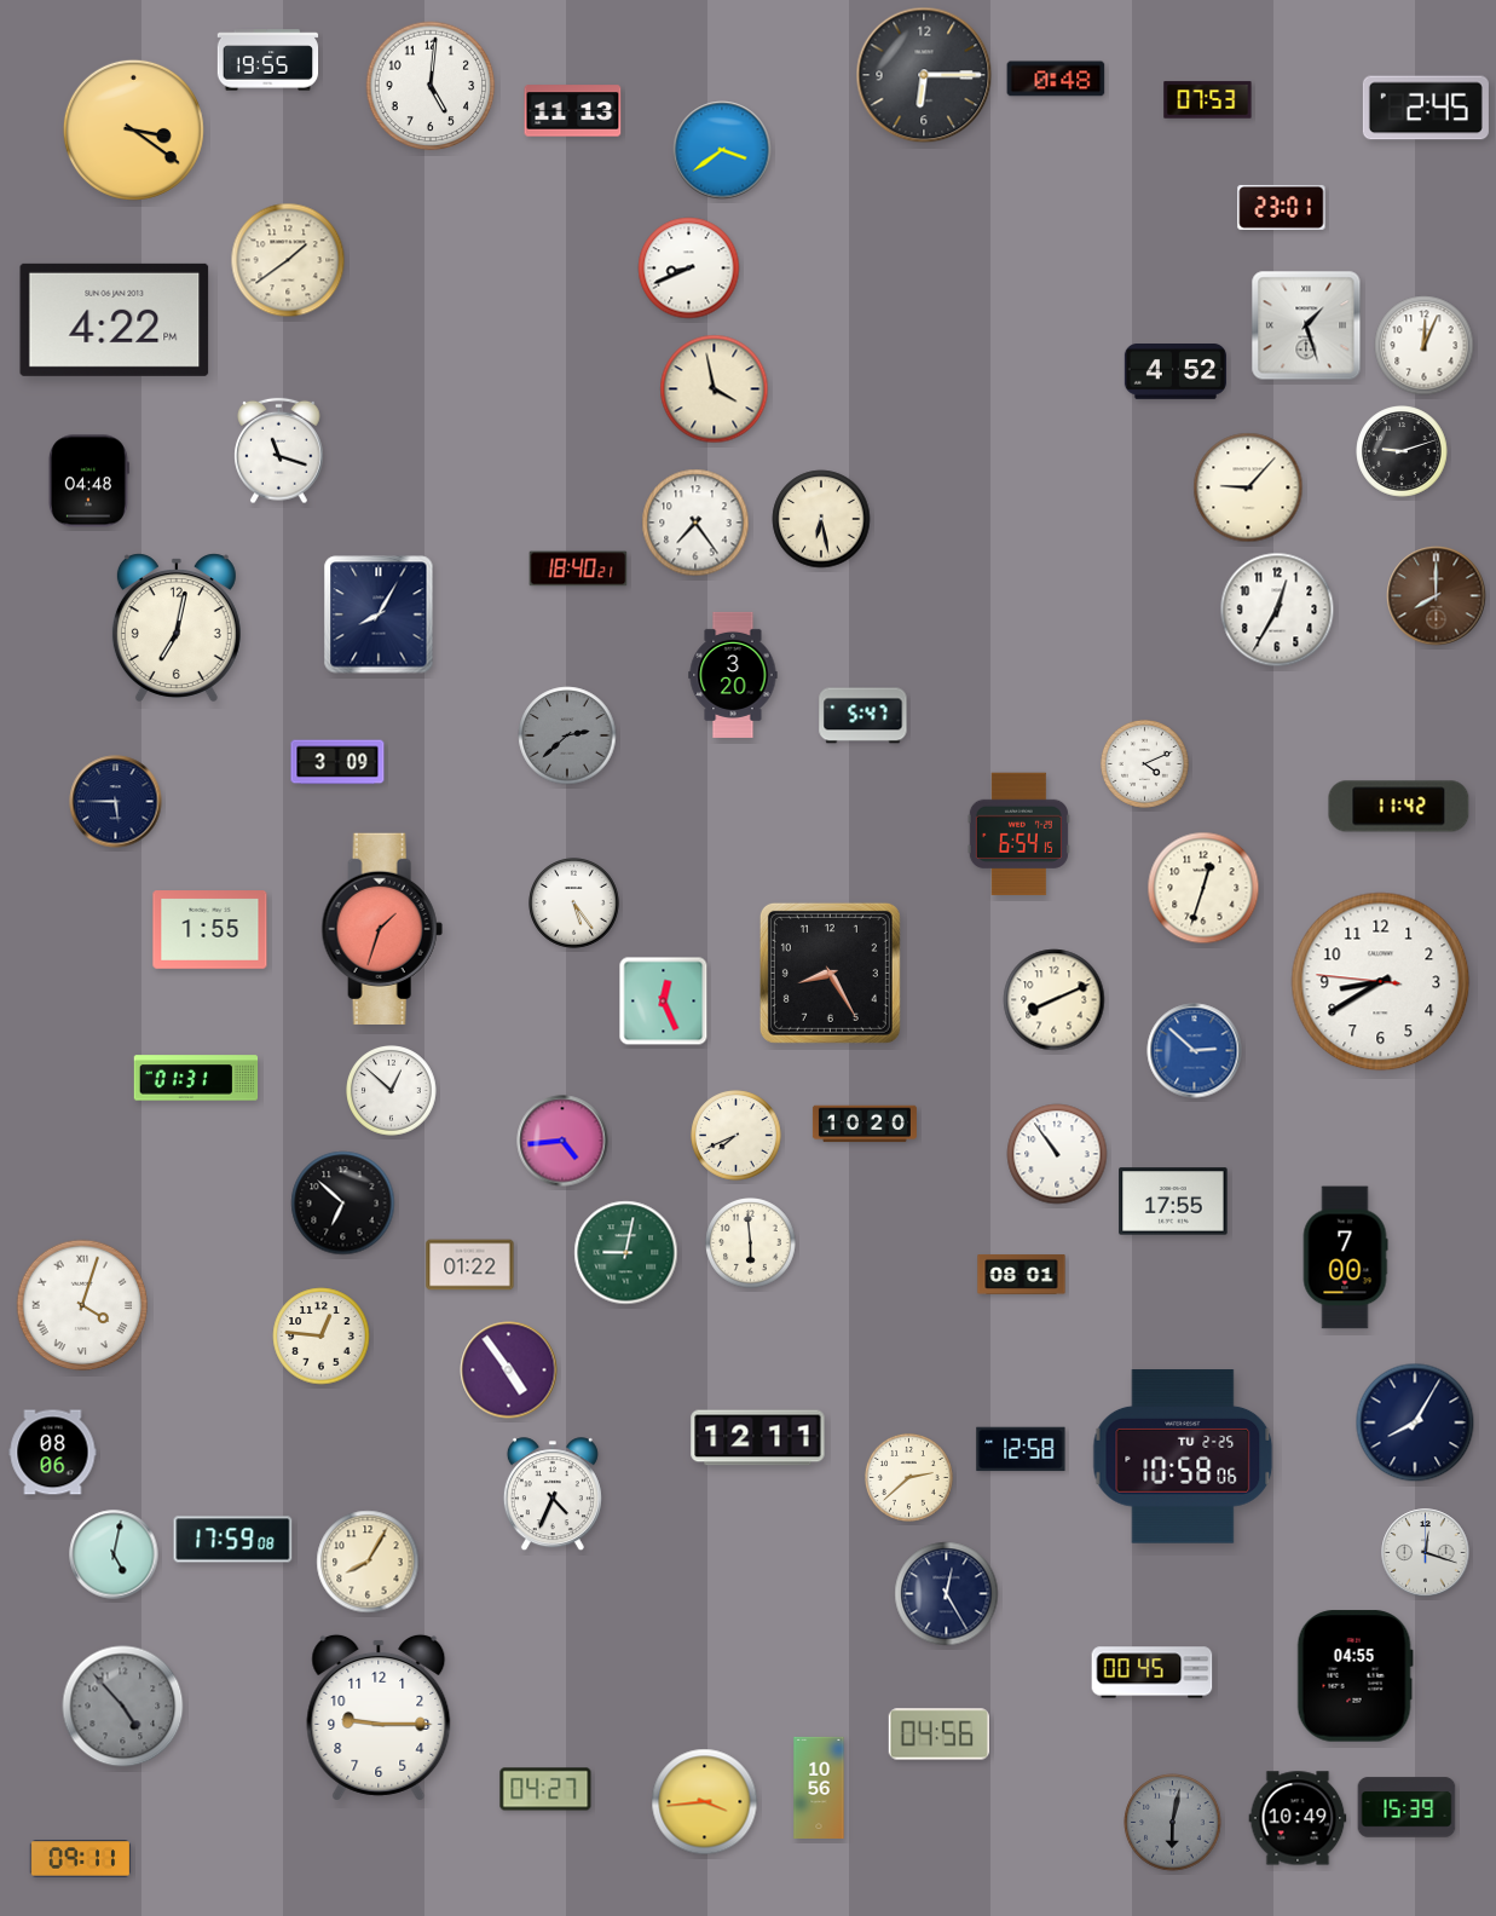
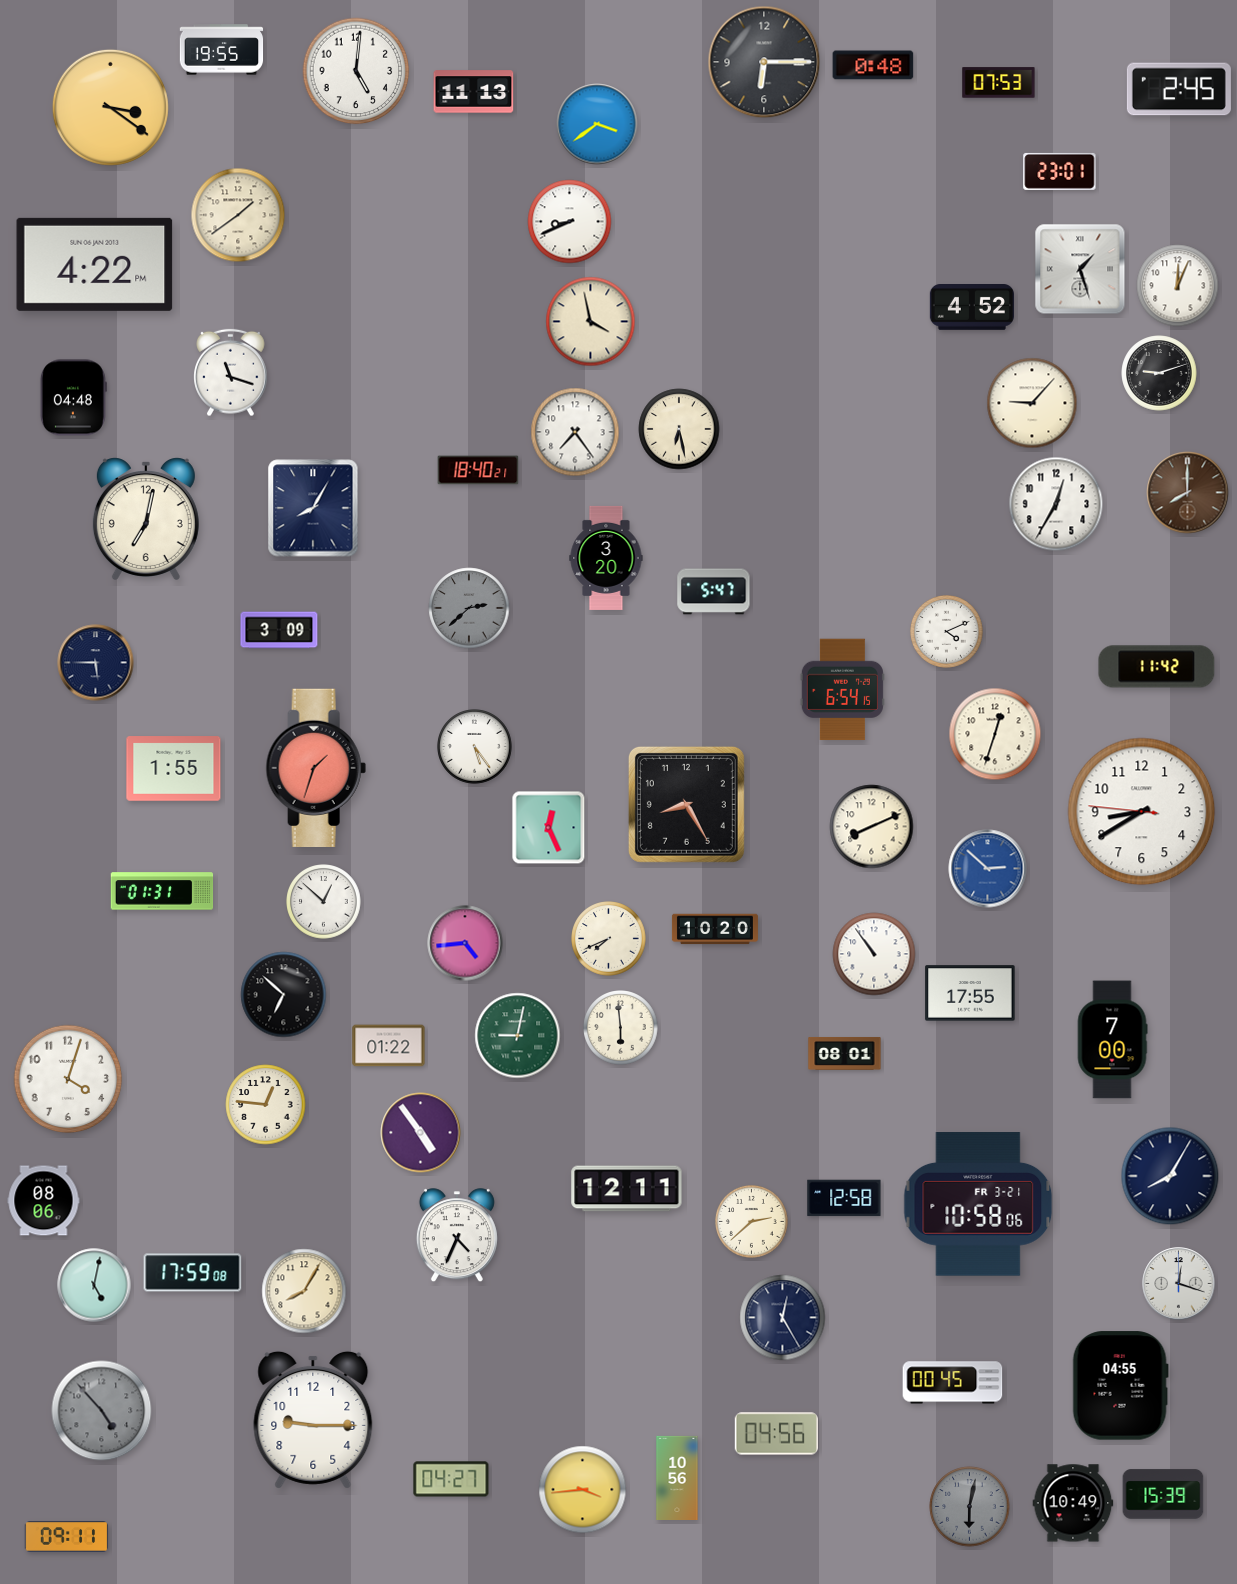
clock at (82, 1305) numerals: Roman -> Arabic
clock at (1183, 1456) date: TU 2-25 -> FR 3-21
